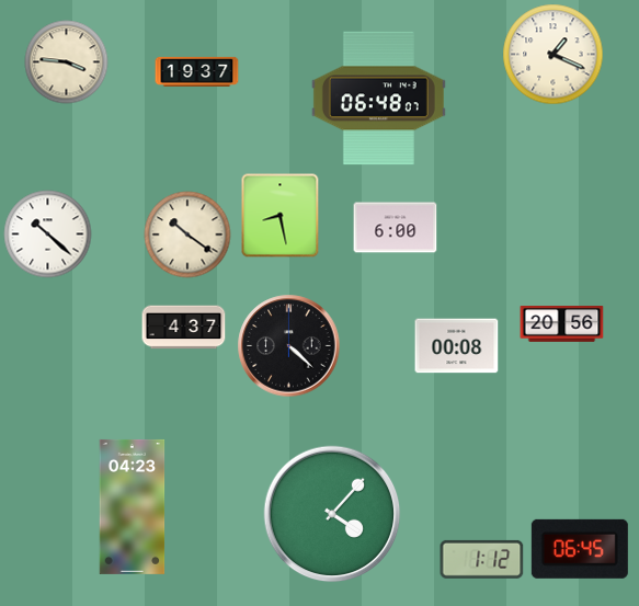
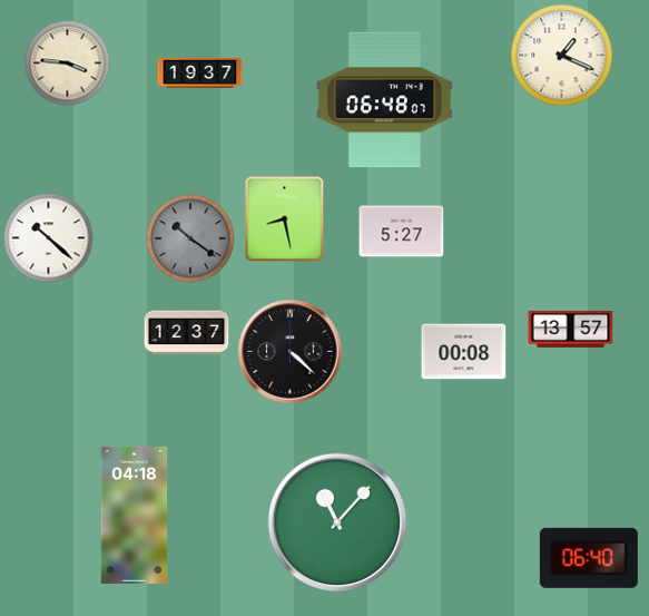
clock at (396, 228): 6:00 -> 5:27
clock at (187, 235) dial: cream -> grey
clock at (562, 324): 20:56 -> 13:57
clock at (184, 328): 4:37 -> 12:37
clock at (289, 346) position: (289, 346) -> (291, 352)
clock at (133, 506): 04:23 -> 04:18
clock at (332, 514): 4:07 -> 11:07
clock at (580, 549): 06:45 -> 06:40
clock at (482, 559): 1:12 -> none
